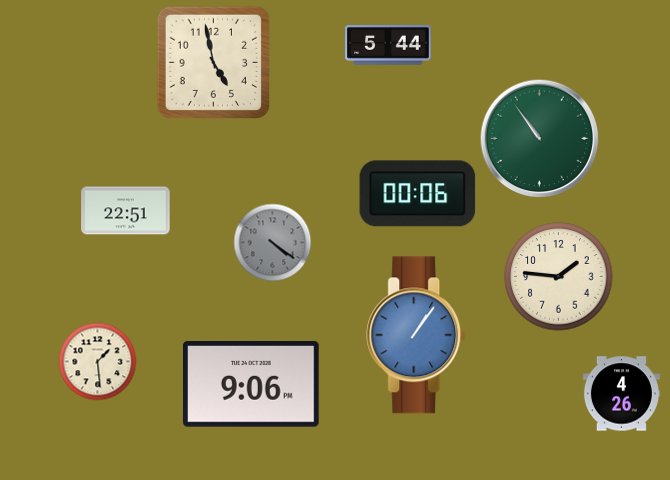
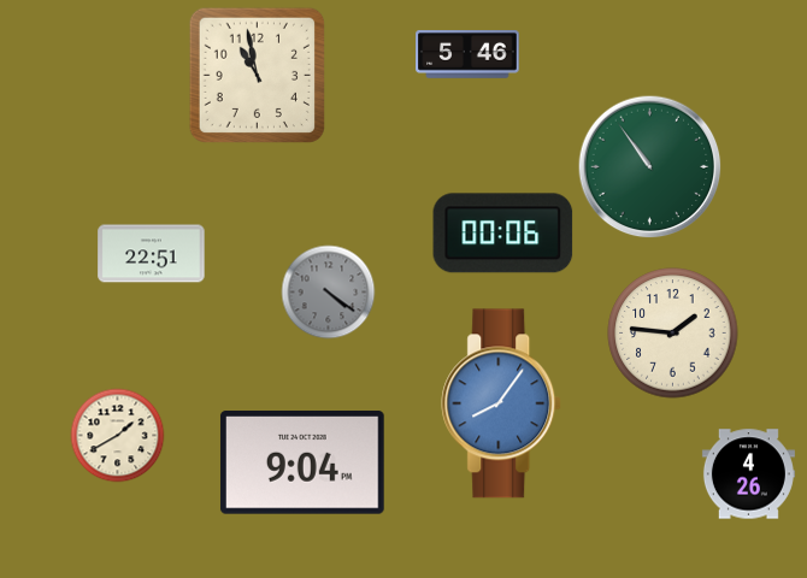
clock at (388, 46): 5:44 -> 5:46
clock at (213, 62): 4:58 -> 10:58
clock at (417, 335): 1:06 -> 8:06
clock at (97, 361): 1:29 -> 1:40
clock at (251, 385): 9:06 -> 9:04
